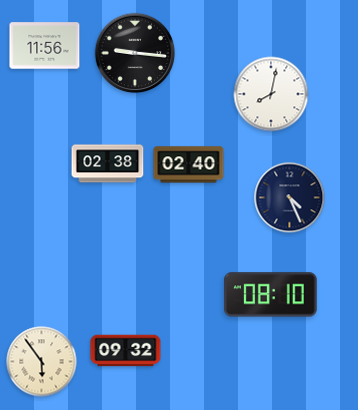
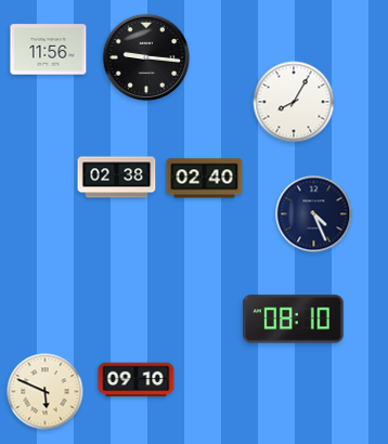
clock at (271, 94): 8:02 -> 8:05
clock at (126, 351): 09:32 -> 09:10
clock at (42, 362): 5:54 -> 5:49
